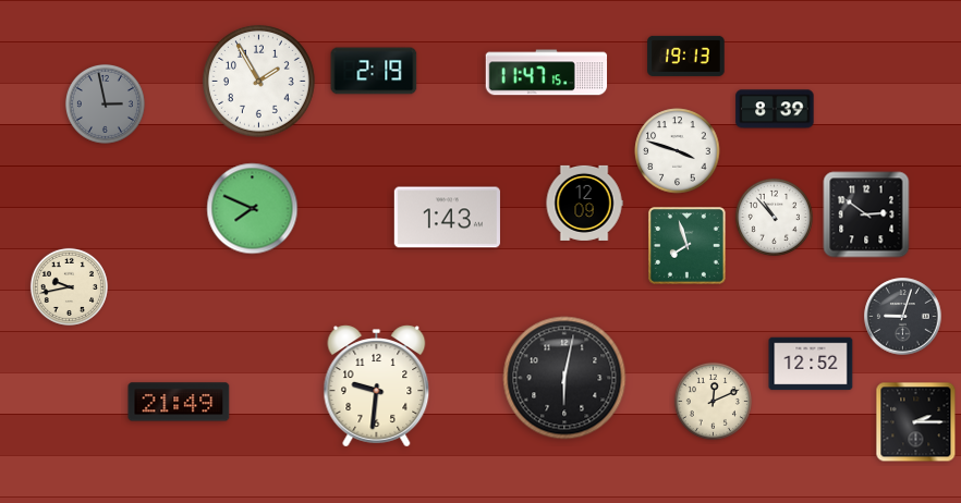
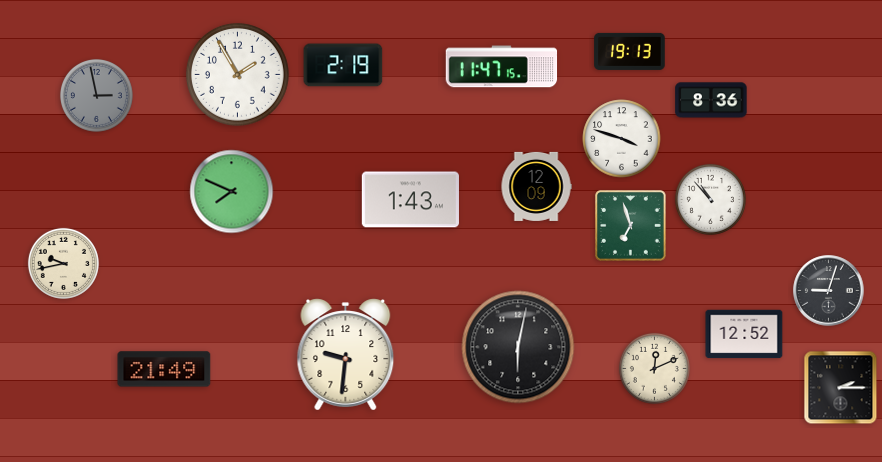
clock at (775, 109): 8:39 -> 8:36
clock at (866, 214): 2:51 -> none
clock at (688, 246): 7:57 -> 6:57
